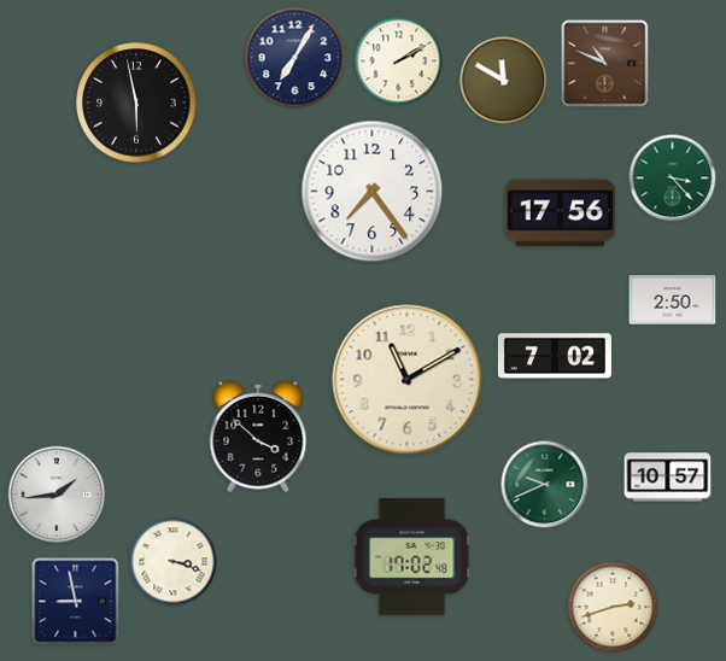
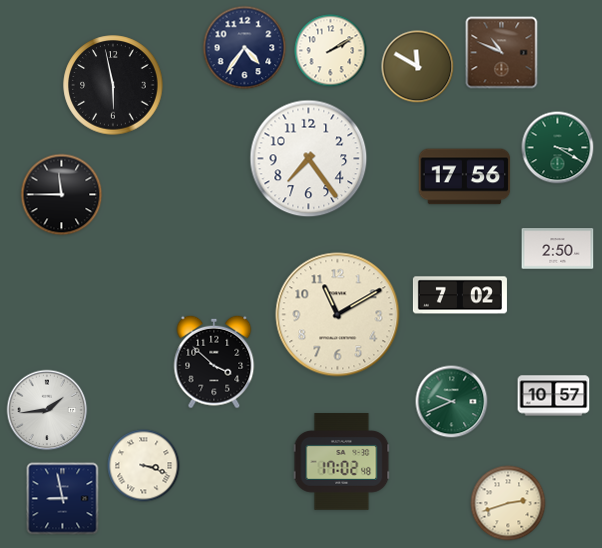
clock at (295, 58): 7:05 -> 4:36
clock at (673, 179): 3:23 -> 3:20
clock at (62, 195): none -> 11:45
